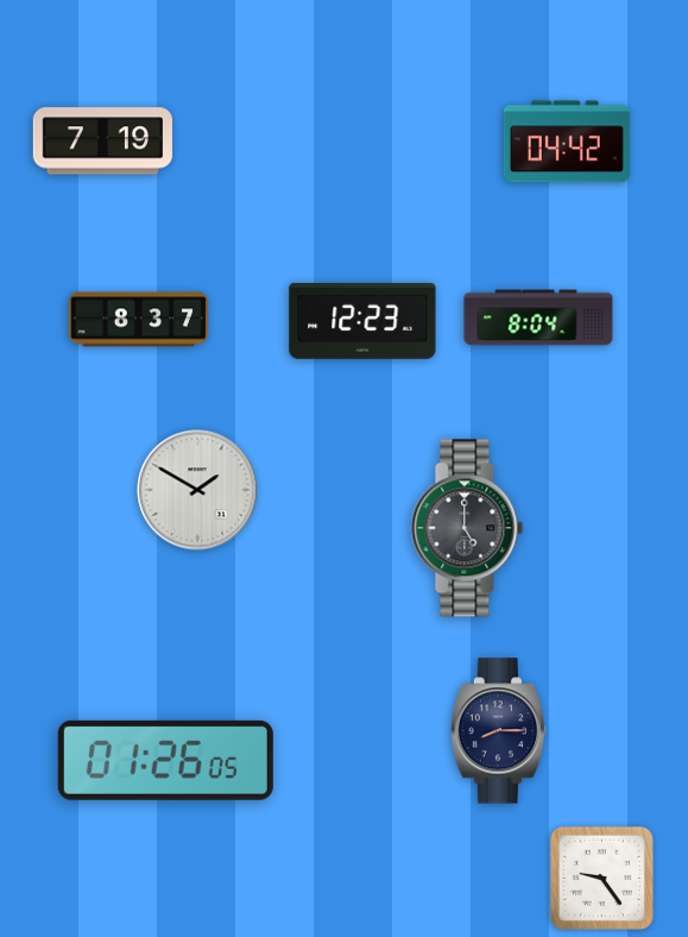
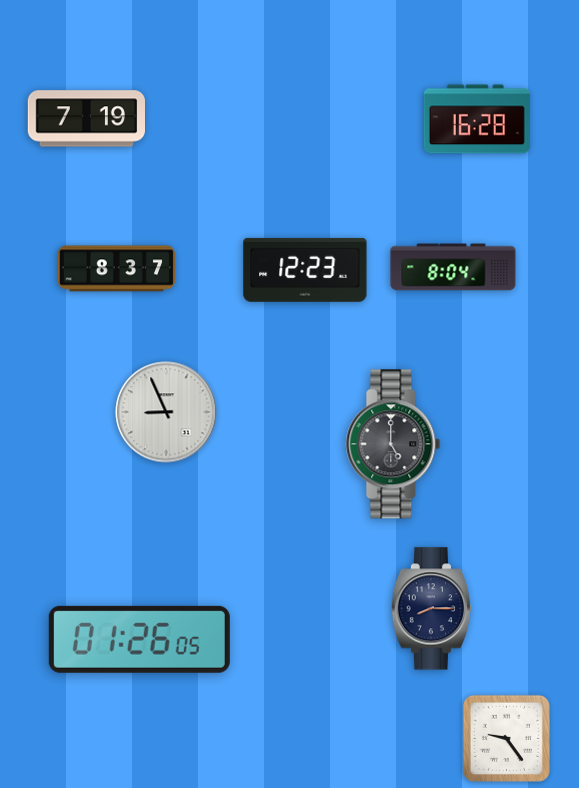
clock at (567, 142): 04:42 -> 16:28
clock at (197, 490): 1:50 -> 8:56
clock at (499, 731) position: (499, 731) -> (432, 609)
